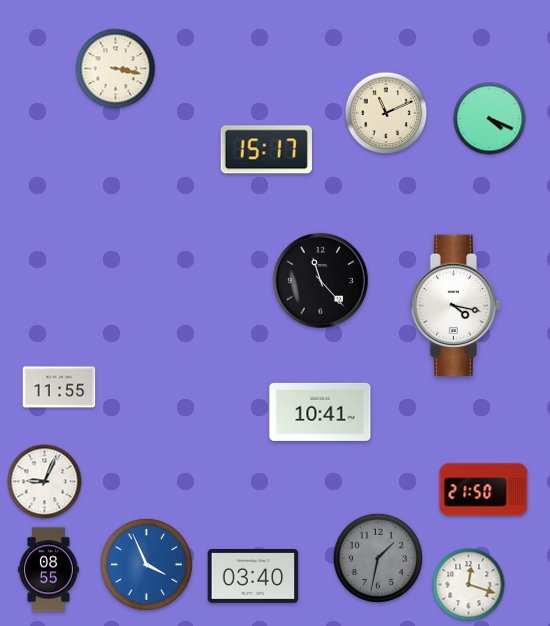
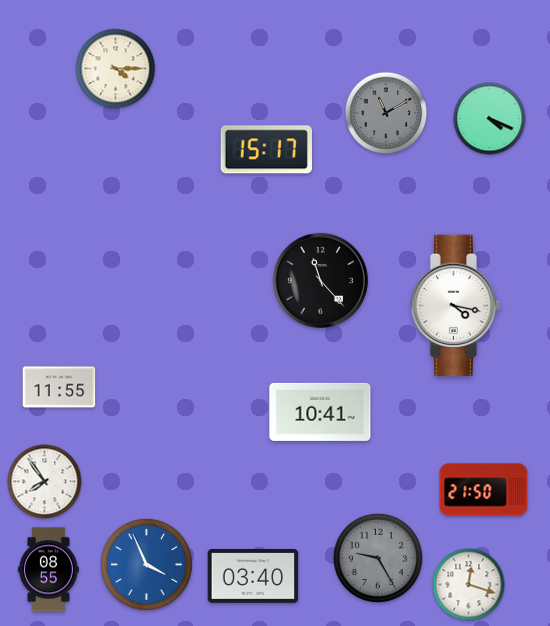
clock at (116, 69): 3:17 -> 4:15
clock at (386, 113): 11:11 -> 11:10
clock at (386, 113) dial: cream -> grey
clock at (45, 482): 9:04 -> 7:54
clock at (378, 558): 1:32 -> 9:25
